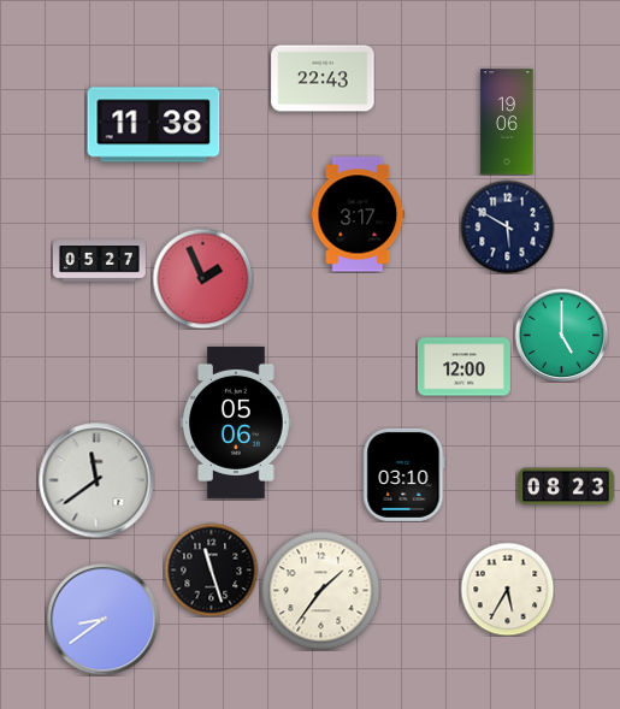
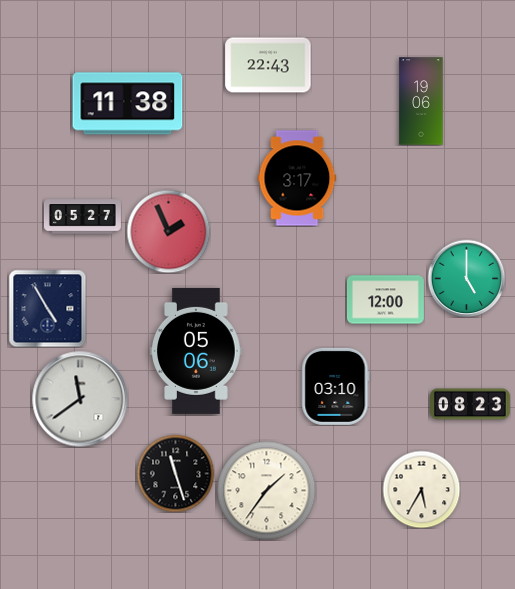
clock at (507, 226): 5:50 -> none
clock at (463, 367) position: (463, 367) -> (385, 300)
clock at (47, 308): none -> 4:55
clock at (405, 474) position: (405, 474) -> (336, 386)
clock at (102, 619): 8:39 -> none
